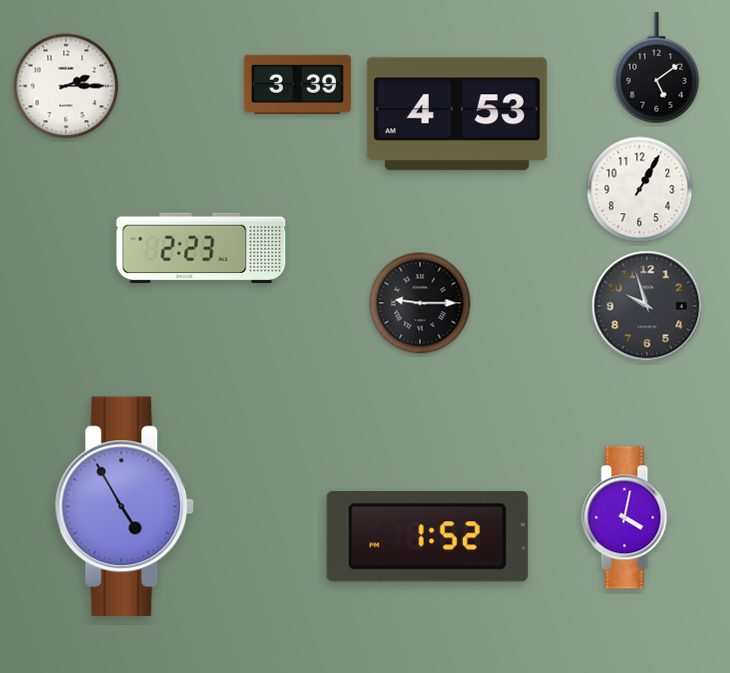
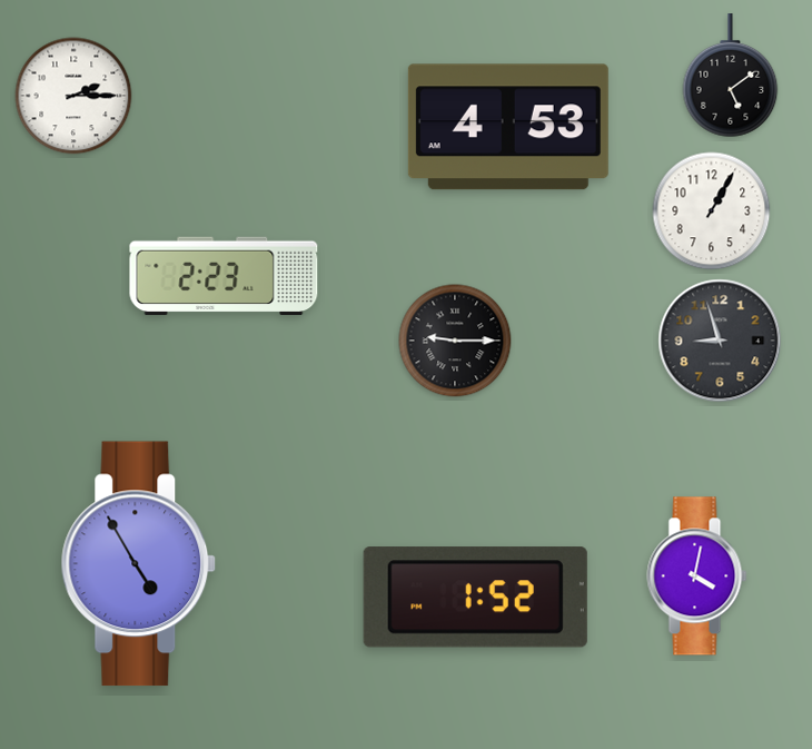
clock at (297, 84): 3:39 -> none
clock at (420, 303) position: (420, 303) -> (455, 341)
clock at (647, 306): 9:57 -> 8:57
